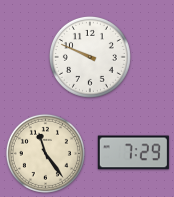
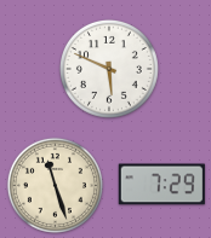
clock at (90, 57): 9:49 -> 5:49
clock at (45, 153): 11:24 -> 11:27
